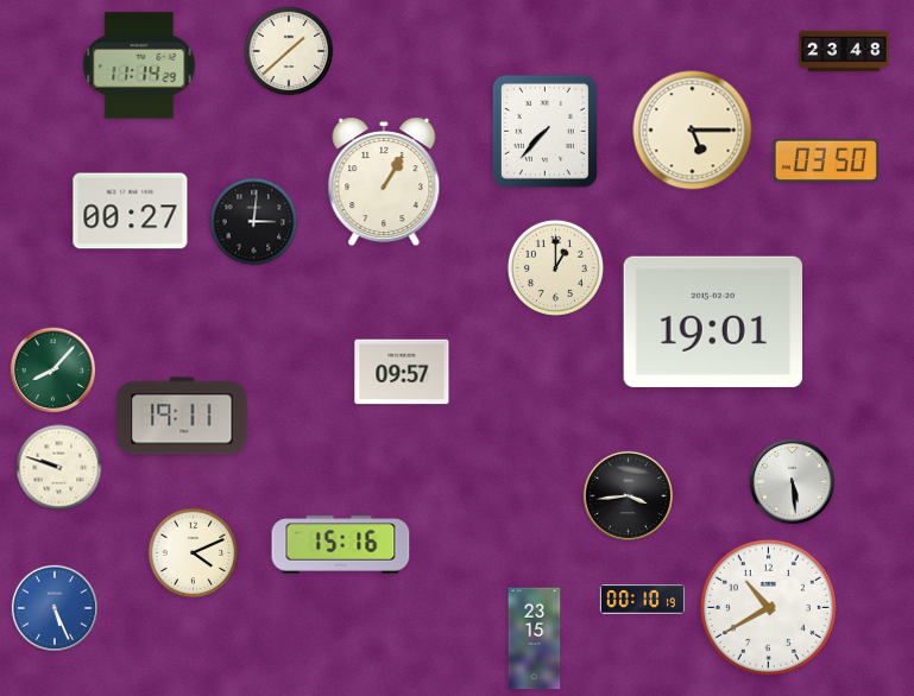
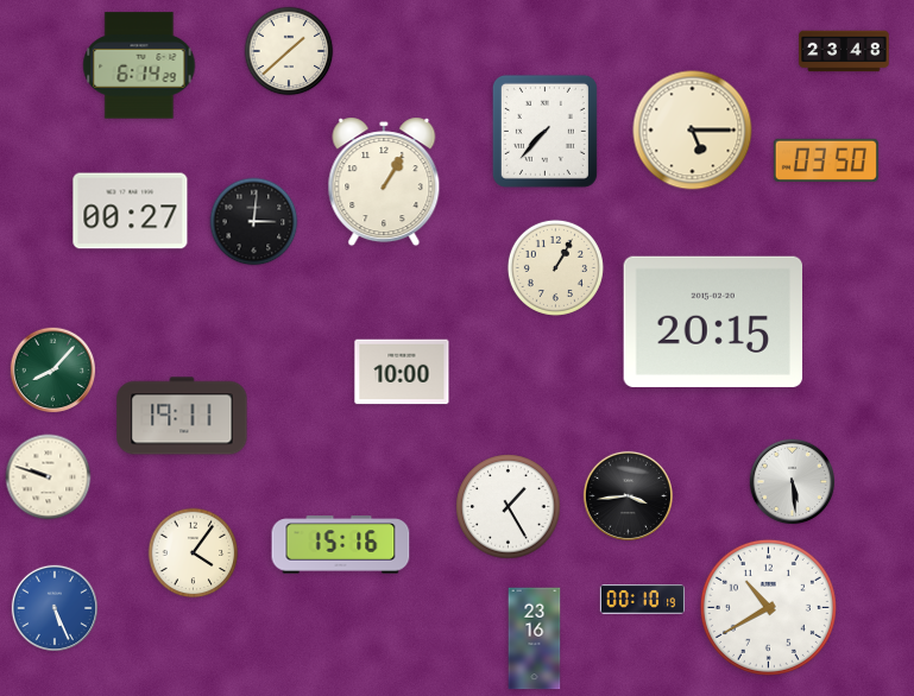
clock at (139, 65): 11:14 -> 6:14
clock at (555, 267): 1:00 -> 1:05
clock at (712, 322): 19:01 -> 20:15
clock at (402, 372): 09:57 -> 10:00
clock at (59, 468) position: (59, 468) -> (49, 477)
clock at (509, 507): none -> 1:25
clock at (194, 553): 4:11 -> 4:06
clock at (535, 639): 23:15 -> 23:16
